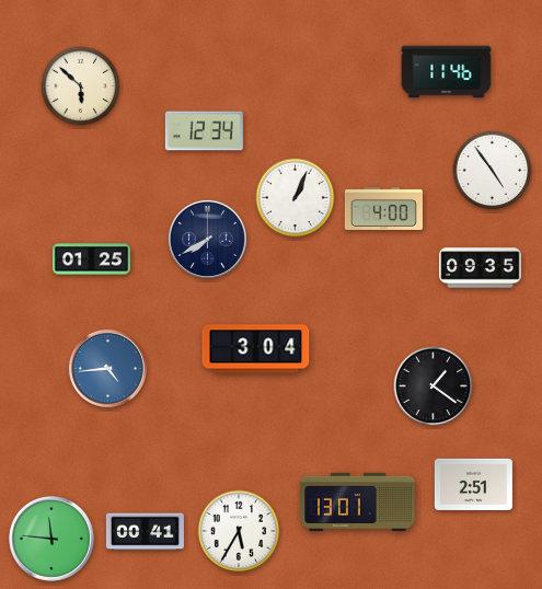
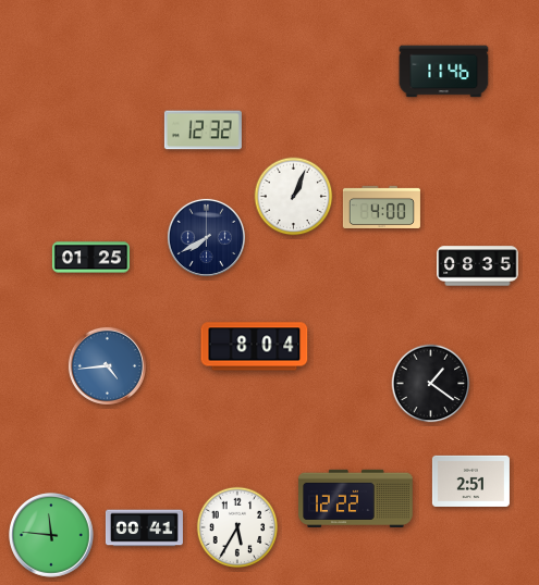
clock at (81, 86): 5:52 -> none
clock at (204, 131): 12:34 -> 12:32
clock at (493, 171): 4:54 -> none
clock at (481, 268): 09:35 -> 08:35
clock at (256, 349): 3:04 -> 8:04
clock at (358, 501): 13:01 -> 12:22
